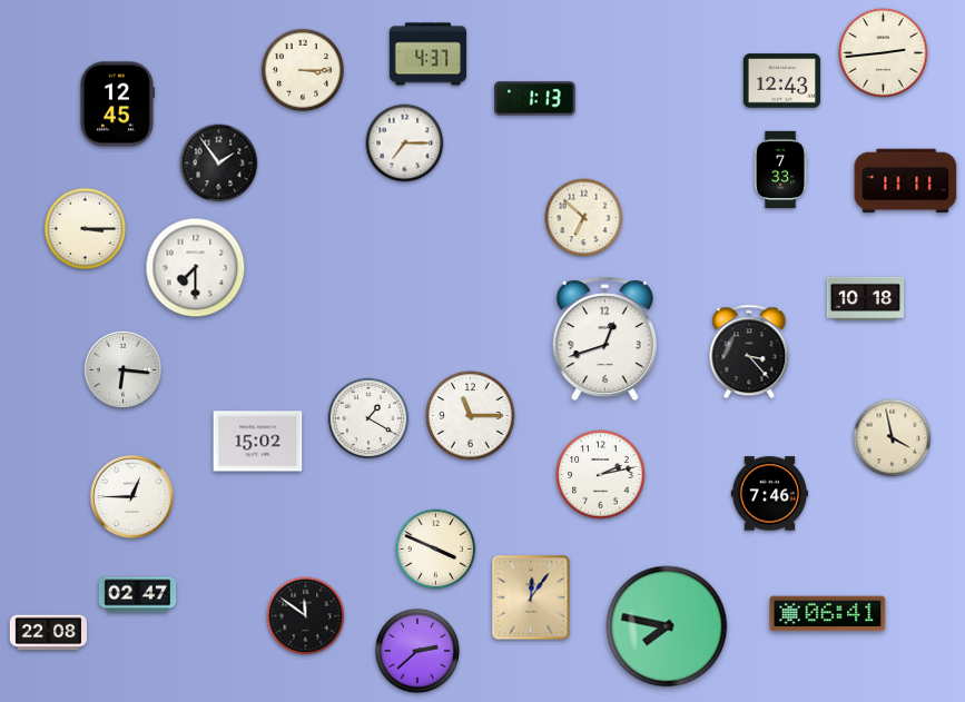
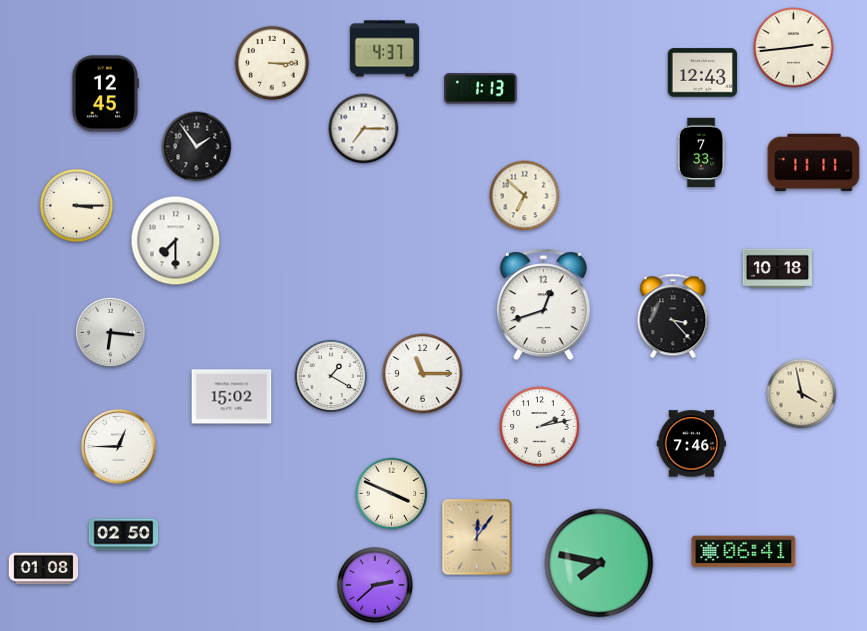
clock at (138, 595): 02:47 -> 02:50
clock at (306, 616): 11:51 -> none
clock at (49, 633): 22:08 -> 01:08
